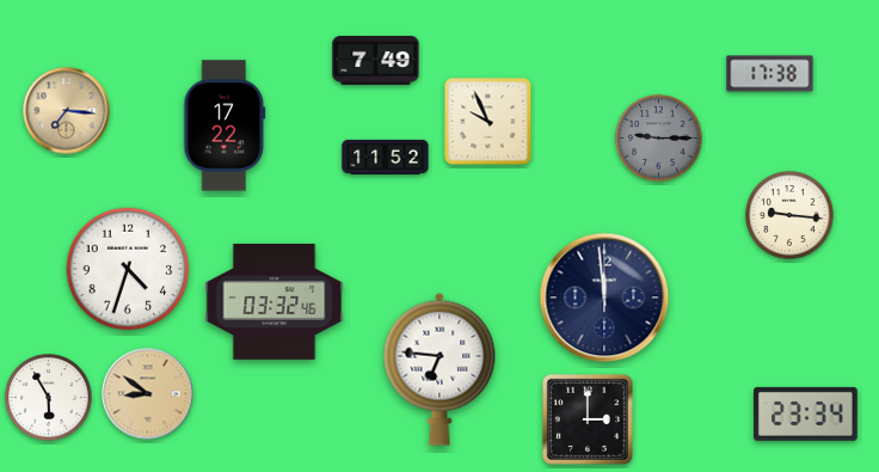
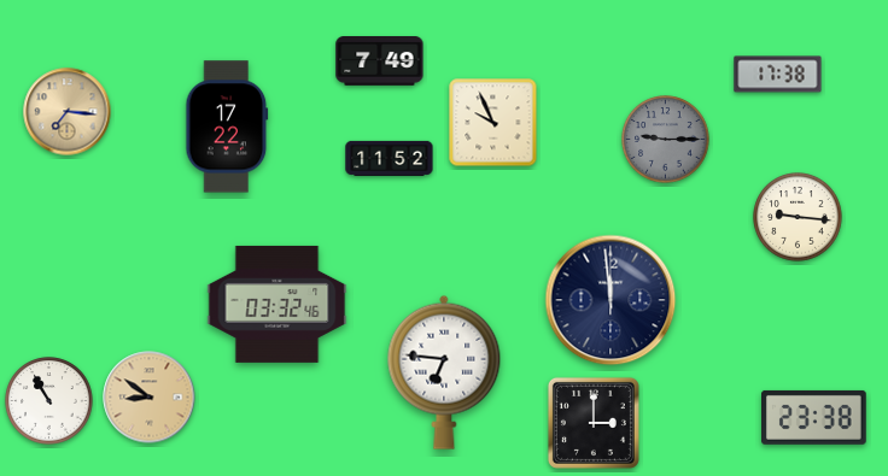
clock at (128, 269): 4:33 -> none
clock at (49, 398): 5:55 -> 10:55
clock at (806, 413): 23:34 -> 23:38
